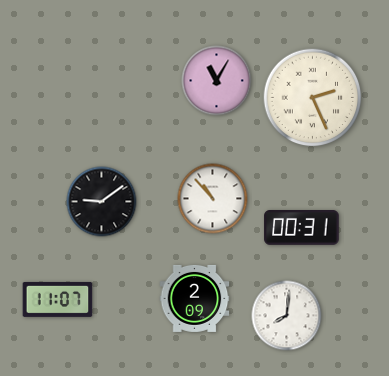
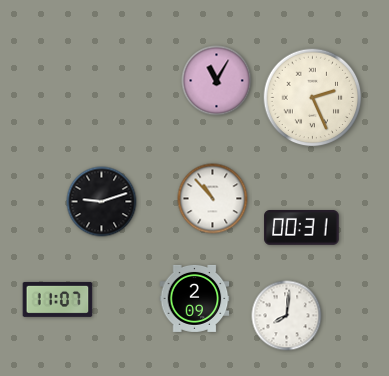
clock at (102, 202): 9:09 -> 9:12
